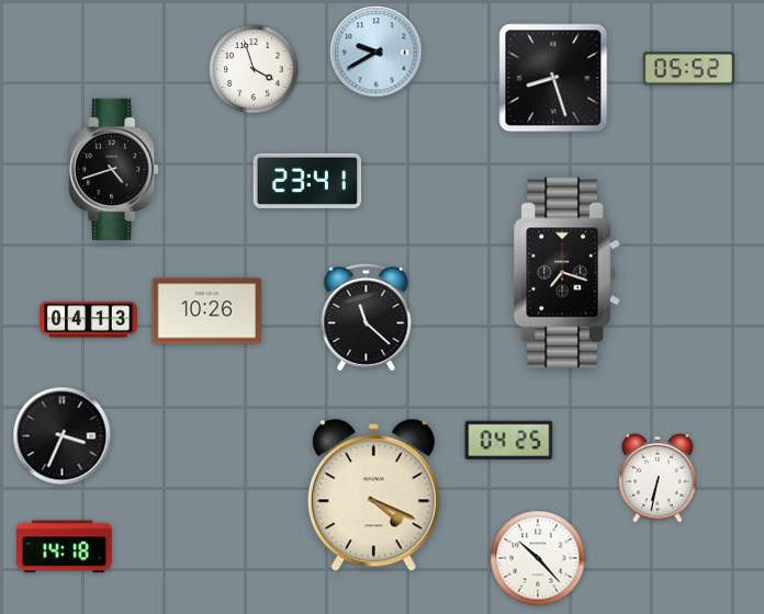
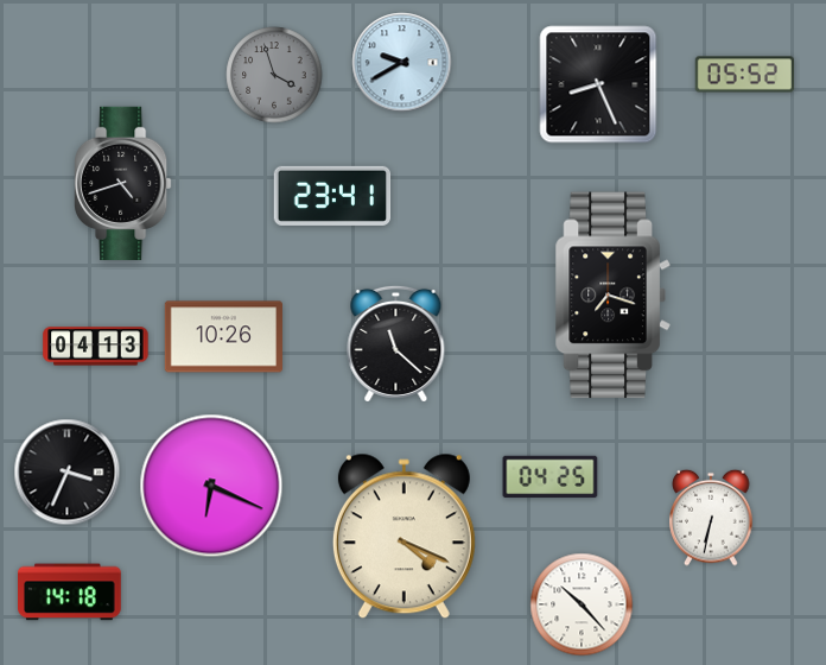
clock at (377, 53) position: (377, 53) -> (402, 63)
clock at (254, 69) dial: white -> grey
clock at (553, 78): 8:27 -> 8:26
clock at (211, 486): none -> 6:19
